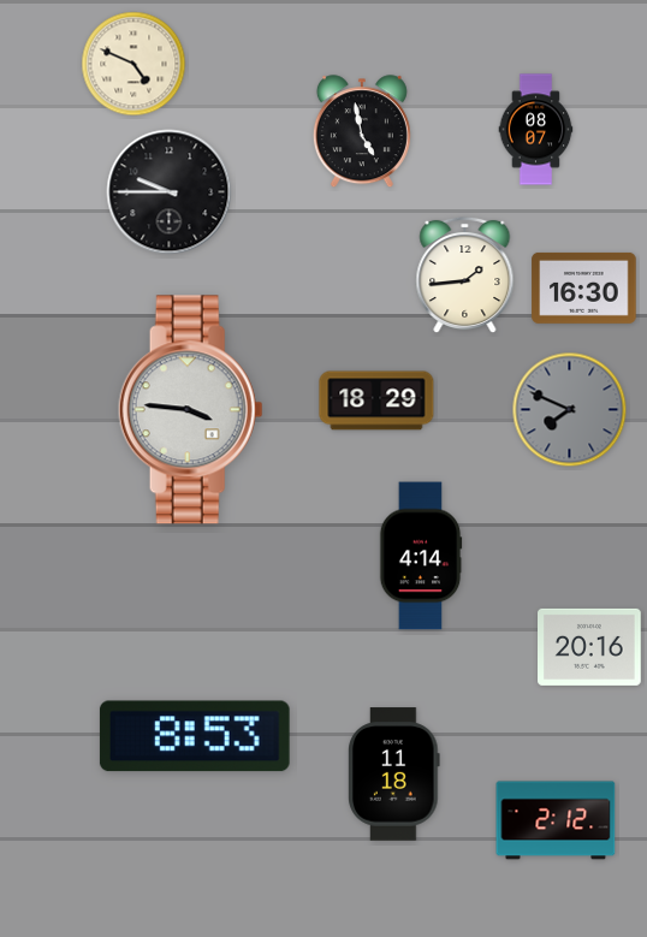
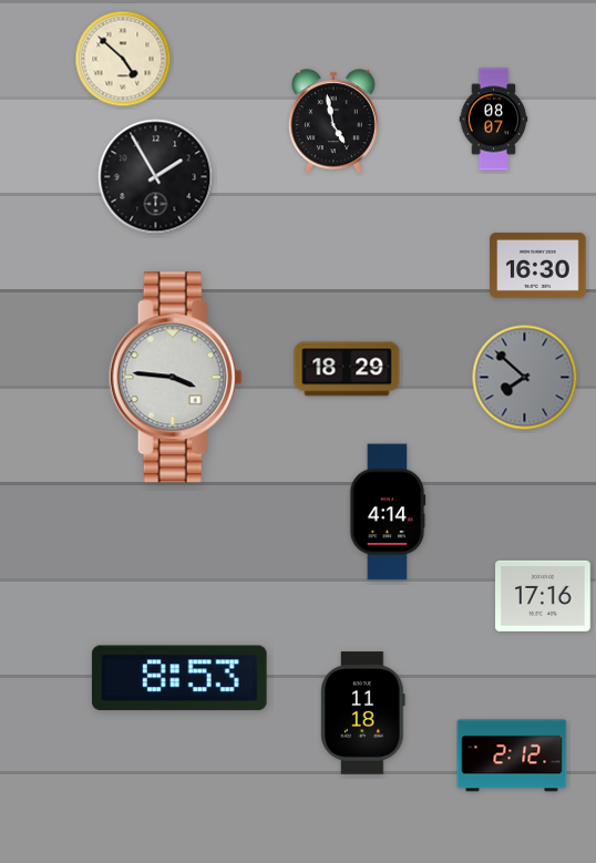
clock at (133, 64): 4:49 -> 4:52
clock at (170, 192): 9:45 -> 1:55
clock at (465, 275): 1:44 -> none
clock at (570, 410): 7:49 -> 7:52
clock at (589, 647): 20:16 -> 17:16
